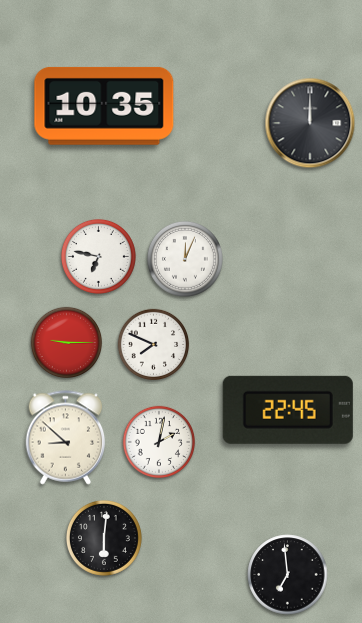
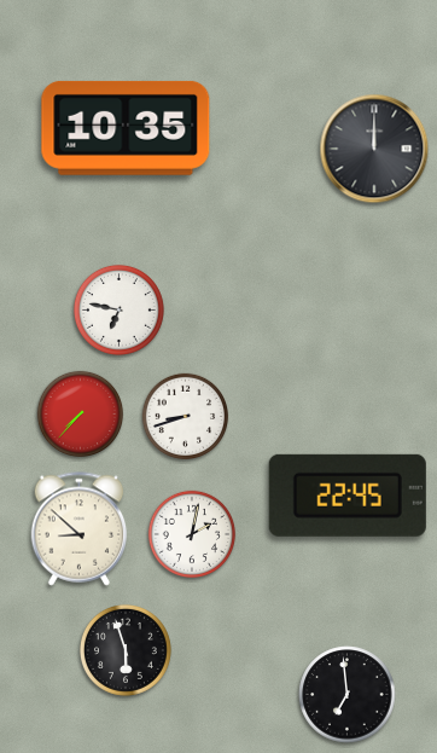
clock at (185, 259): 12:04 -> none
clock at (67, 343): 9:15 -> 7:37
clock at (154, 345): 7:49 -> 8:42
clock at (104, 538): 6:01 -> 5:57
